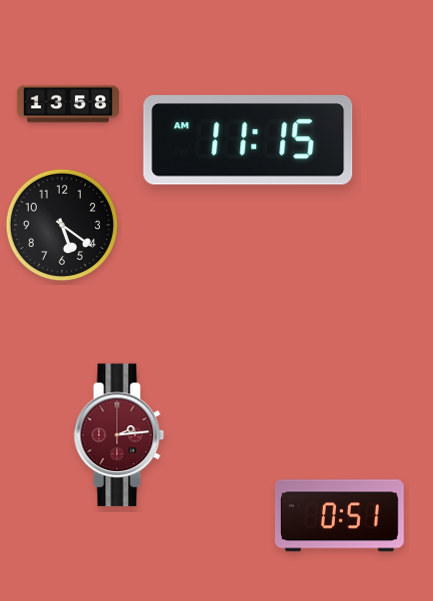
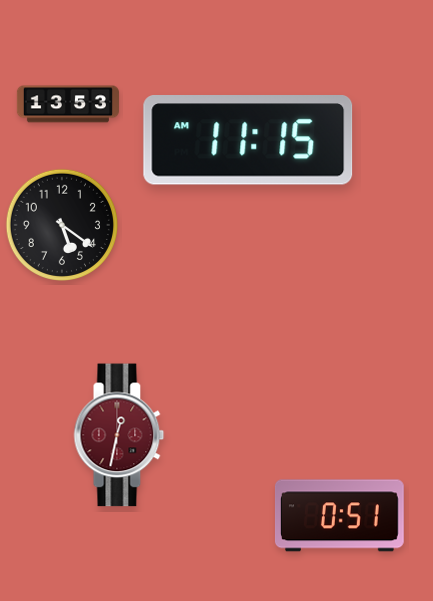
clock at (68, 104): 13:58 -> 13:53
clock at (119, 435): 2:14 -> 12:32
